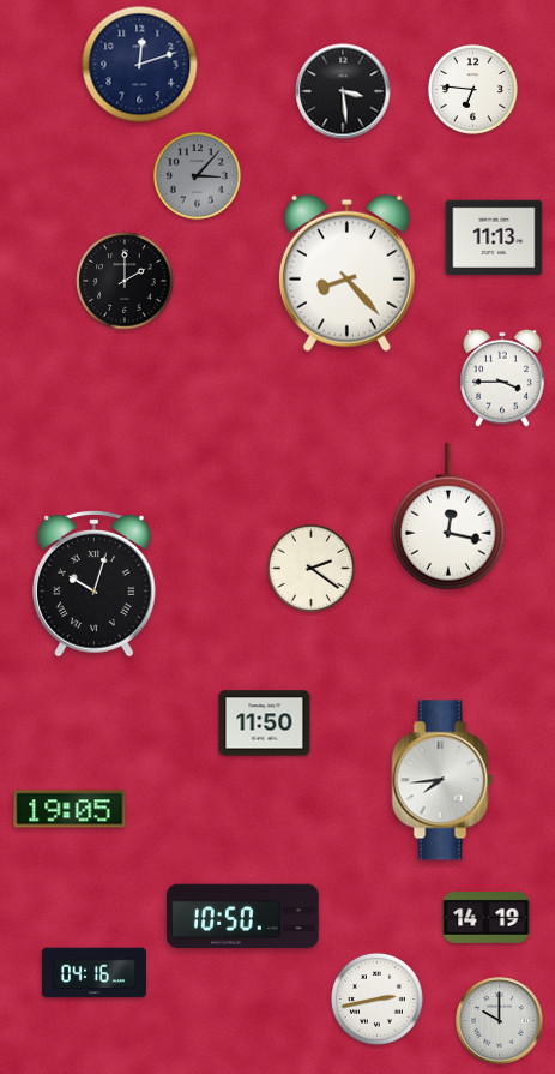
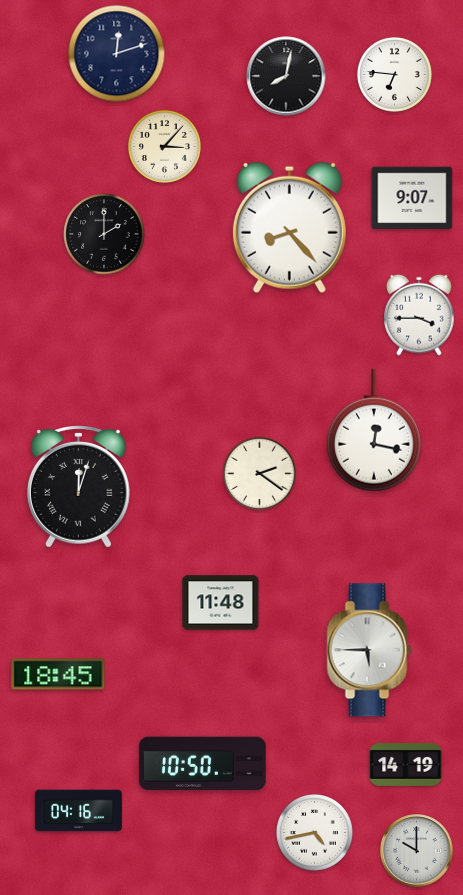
clock at (343, 91): 3:29 -> 8:02
clock at (197, 175) dial: grey -> cream
clock at (494, 238): 11:13 -> 9:07
clock at (95, 584): 10:03 -> 12:03
clock at (265, 724): 11:50 -> 11:48
clock at (442, 780): 7:44 -> 5:45
clock at (70, 809): 19:05 -> 18:45
clock at (378, 1000): 2:43 -> 4:43
